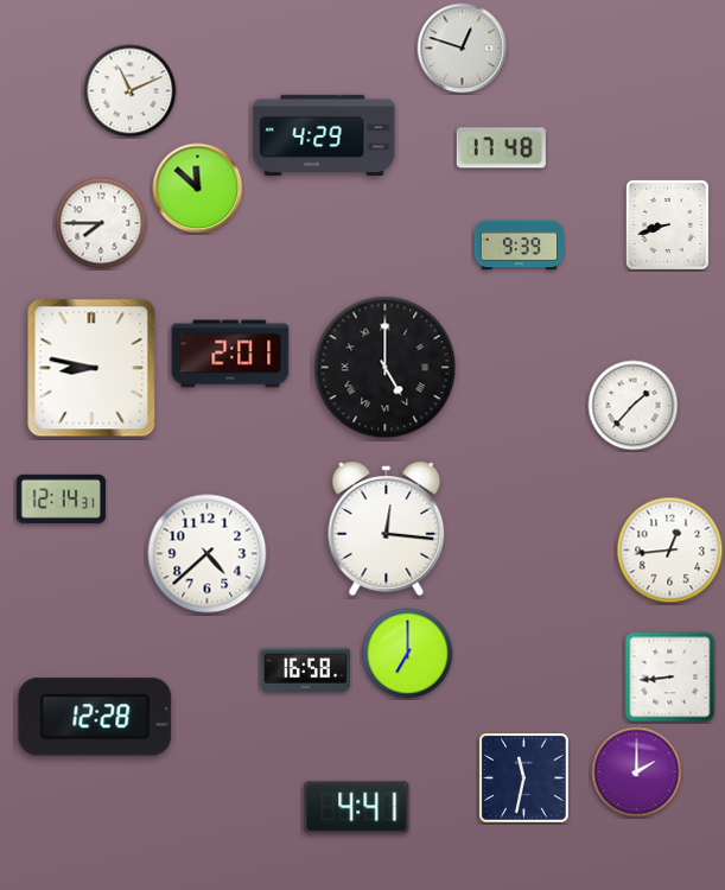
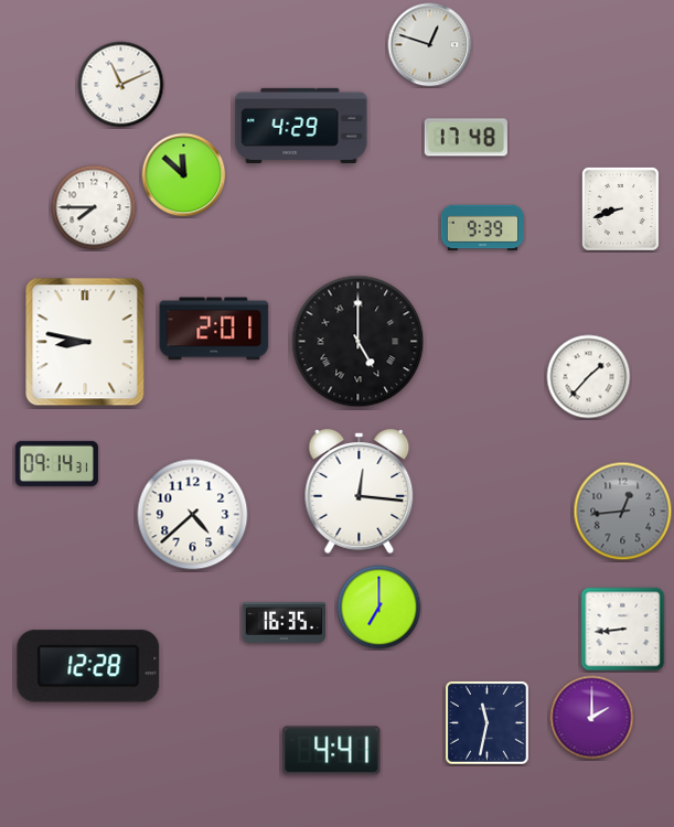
clock at (61, 498): 12:14 -> 09:14
clock at (670, 551) dial: white -> grey
clock at (305, 670): 16:58 -> 16:35
